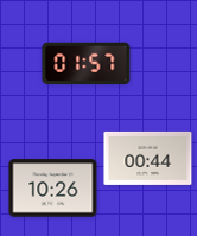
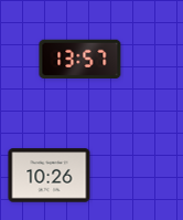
clock at (87, 63): 01:57 -> 13:57
clock at (148, 158): 00:44 -> none
